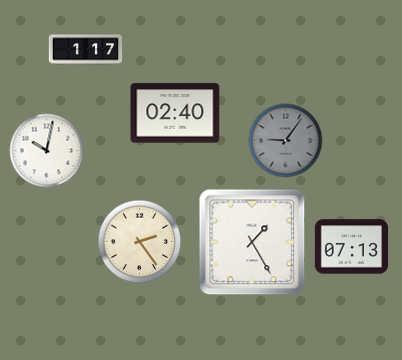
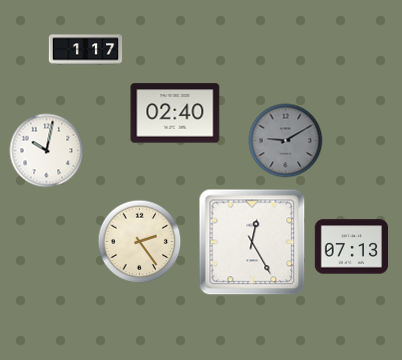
clock at (286, 141): 9:06 -> 9:10
clock at (252, 242): 1:25 -> 12:25
